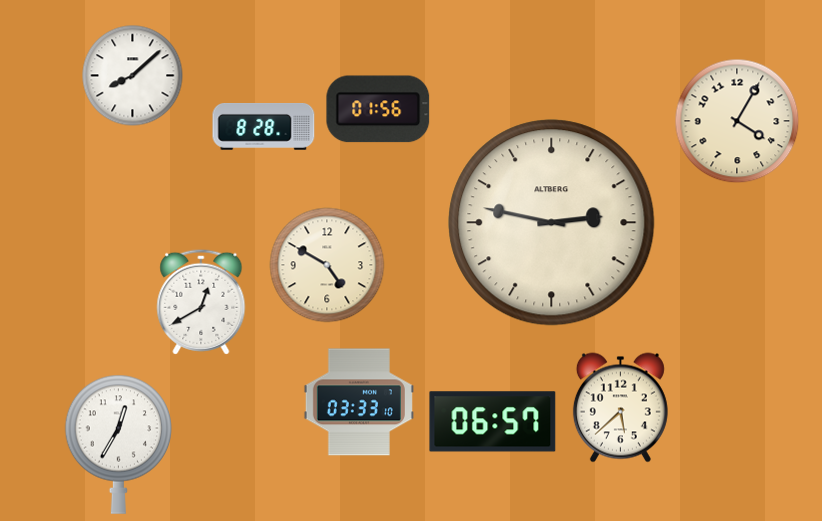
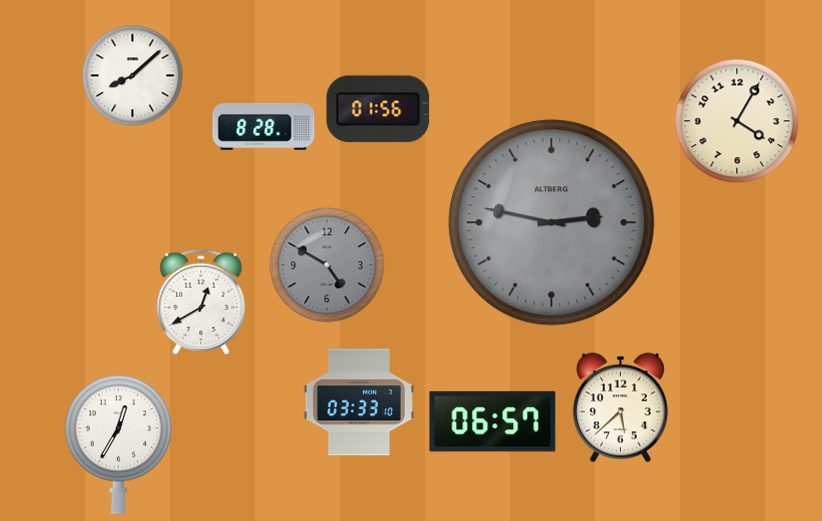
clock at (552, 223) dial: cream -> grey
clock at (327, 265) dial: cream -> grey
